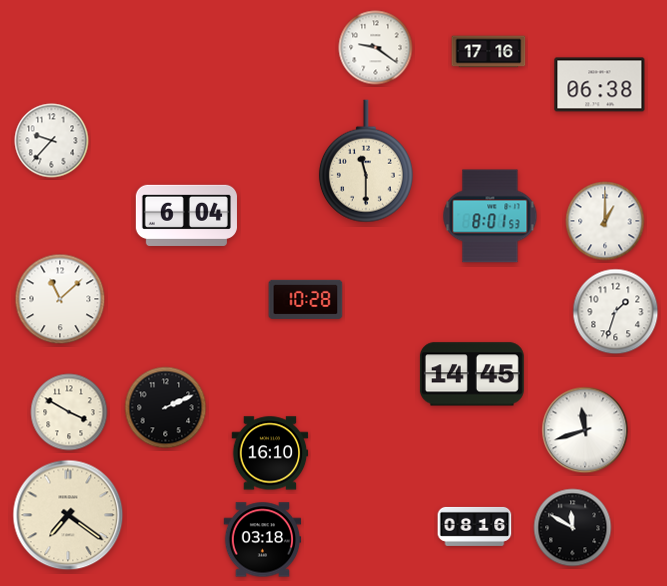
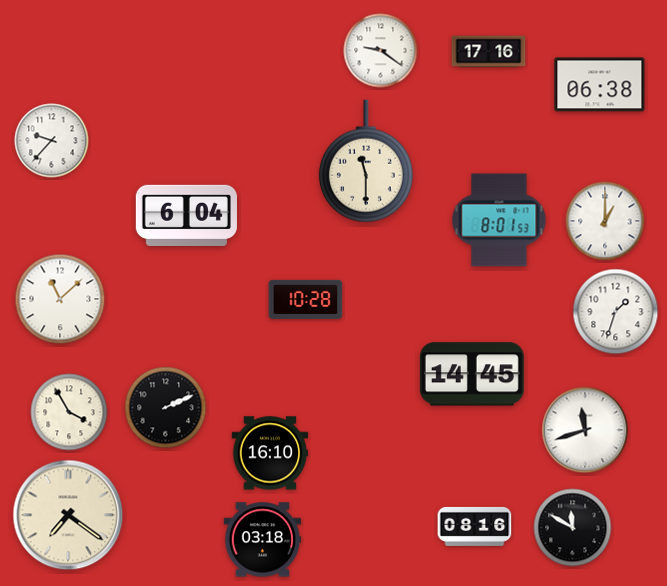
clock at (376, 48) position: (376, 48) -> (381, 51)
clock at (490, 216) position: (490, 216) -> (499, 220)
clock at (69, 412): 3:50 -> 3:55
